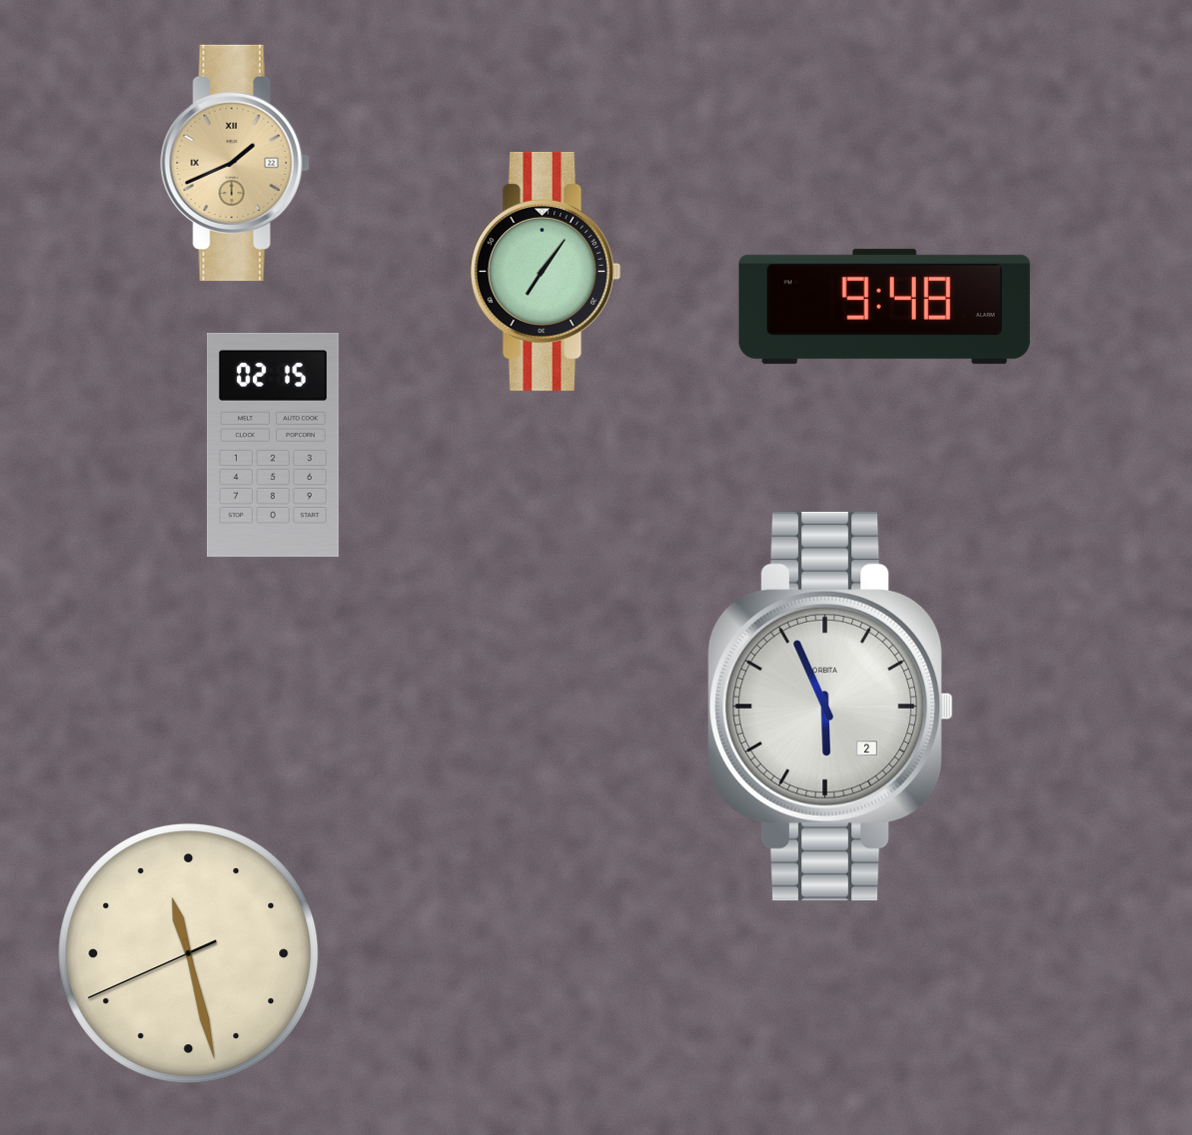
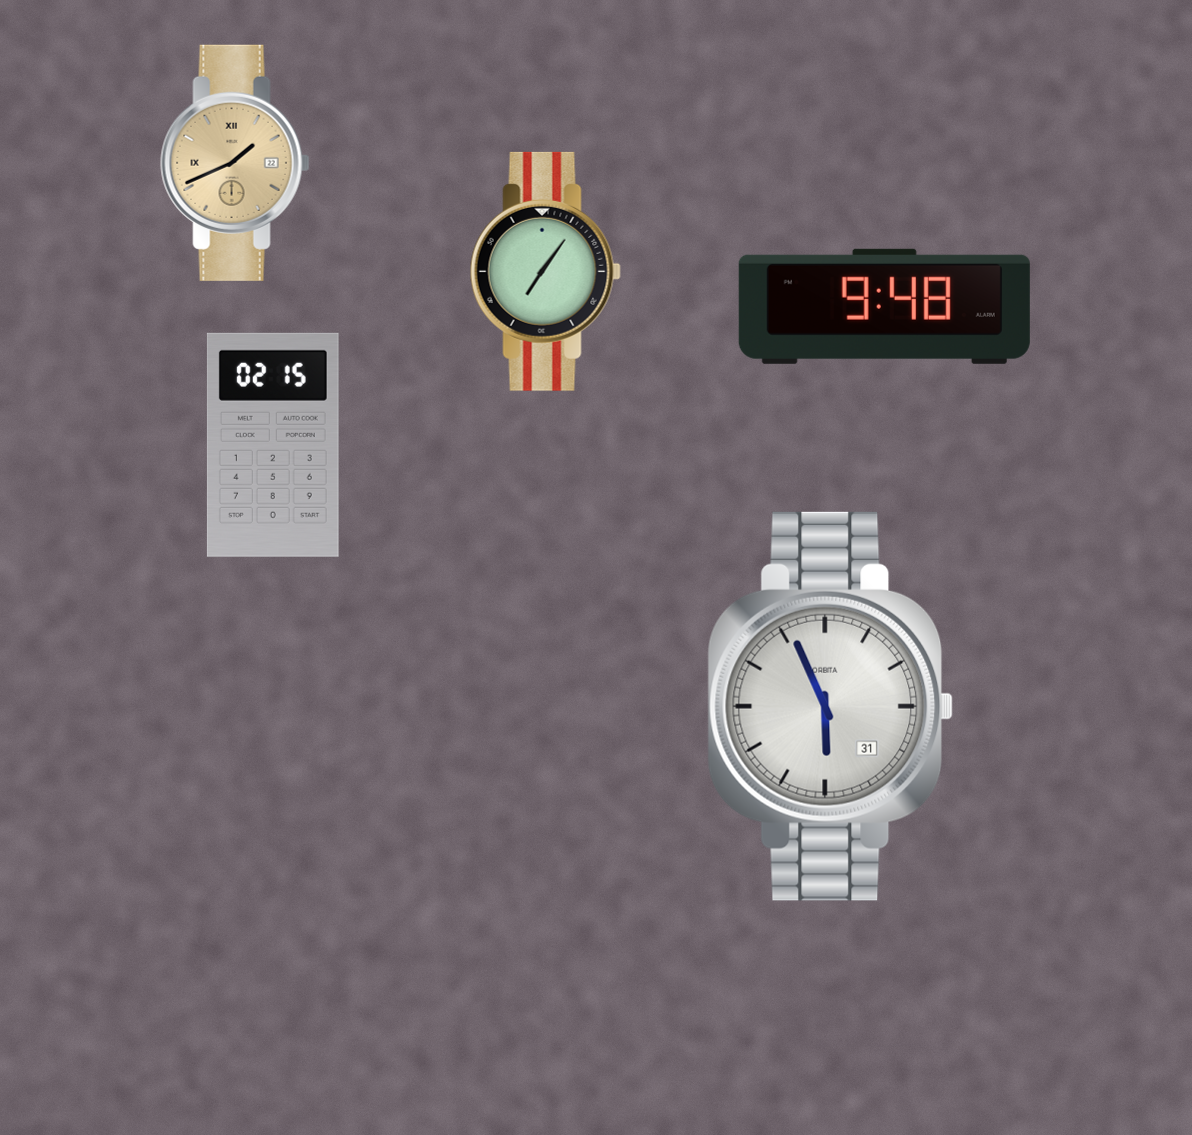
clock at (831, 706) date: 2 -> 31
clock at (189, 954): 11:27 -> none
